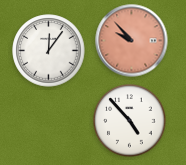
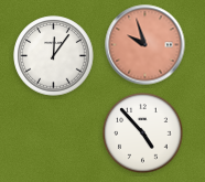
clock at (132, 41): 9:53 -> 9:57
